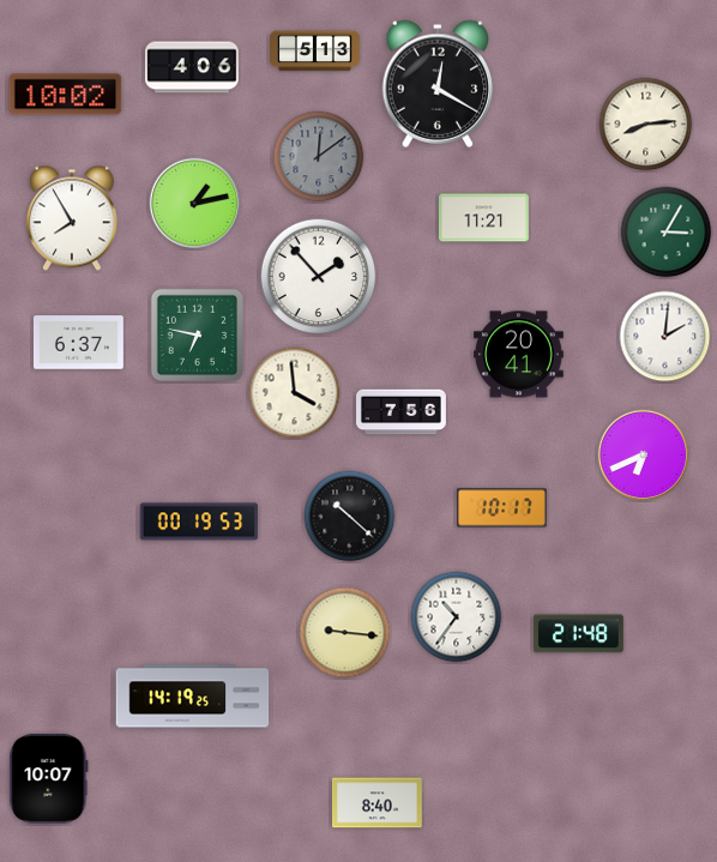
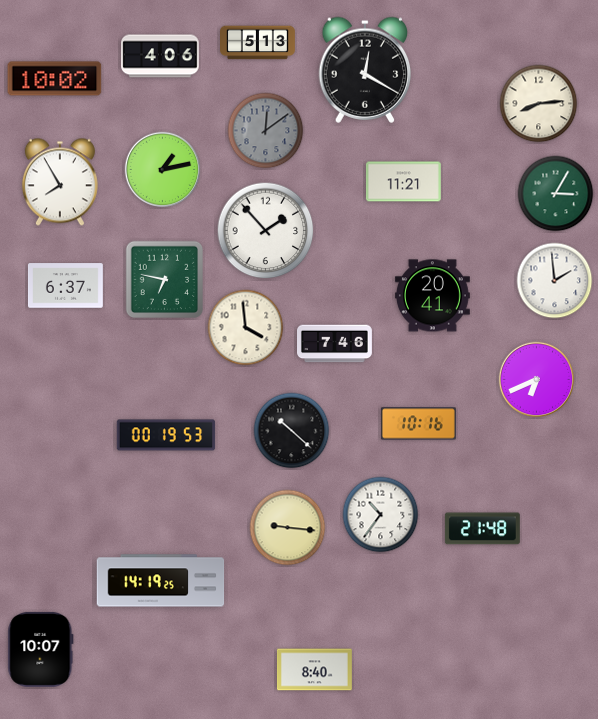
clock at (315, 52) position: (315, 52) -> (258, 43)
clock at (665, 337): 2:01 -> 1:59
clock at (402, 412): 7:56 -> 7:46
clock at (502, 508): 10:17 -> 10:16
